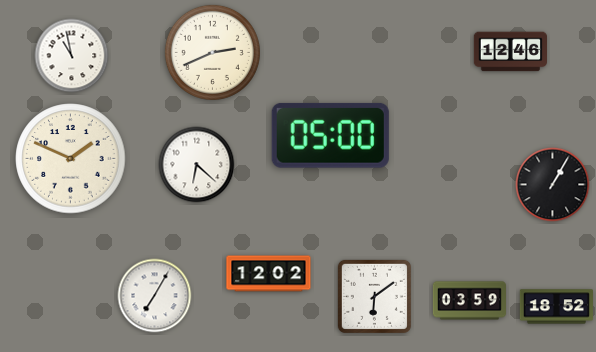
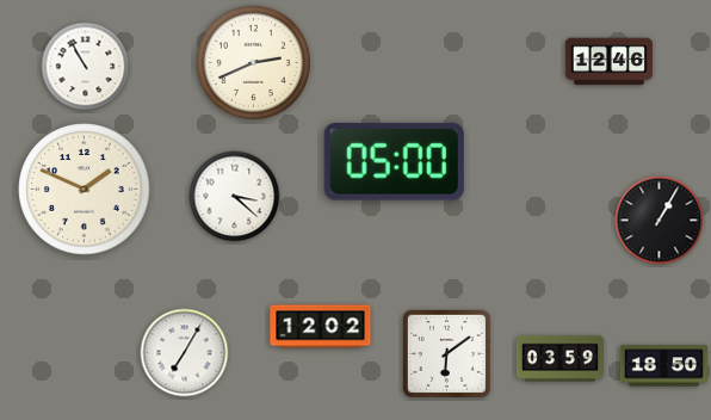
clock at (72, 56): 10:58 -> 10:55
clock at (197, 165): 6:22 -> 3:22
clock at (556, 307): 18:52 -> 18:50
